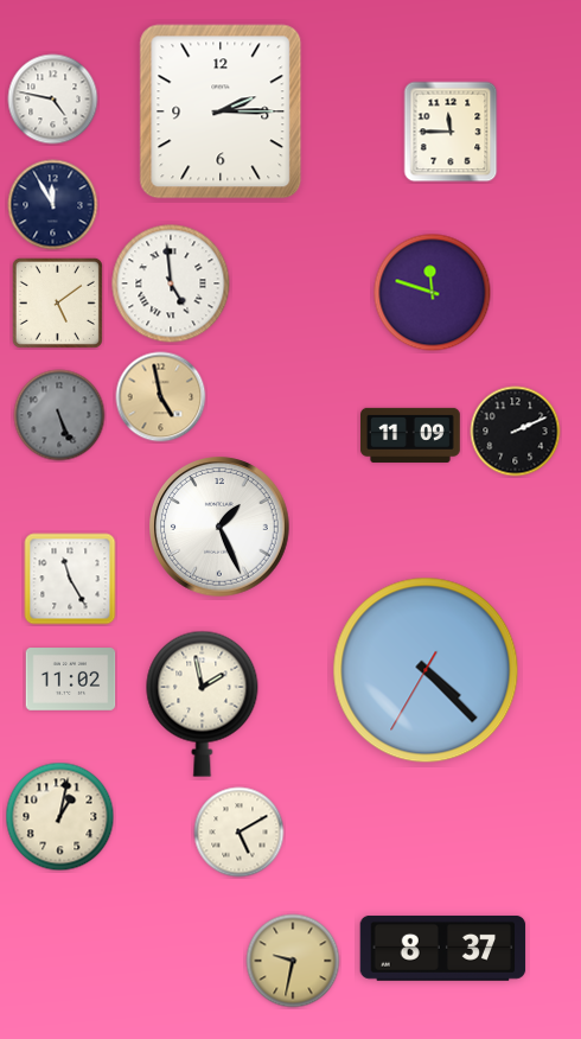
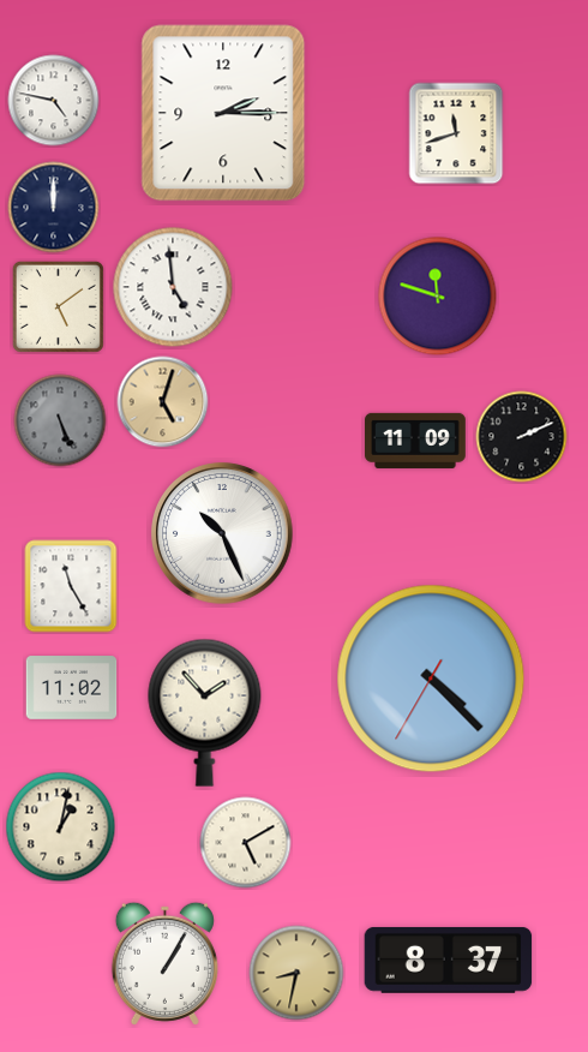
clock at (451, 132): 11:45 -> 11:42
clock at (53, 205): 11:55 -> 12:00
clock at (161, 397): 4:58 -> 5:03
clock at (219, 527): 1:26 -> 10:26
clock at (203, 703): 1:58 -> 1:53
clock at (240, 833) position: (240, 833) -> (246, 843)
clock at (164, 963): none -> 1:05
clock at (293, 961): 9:32 -> 8:32
